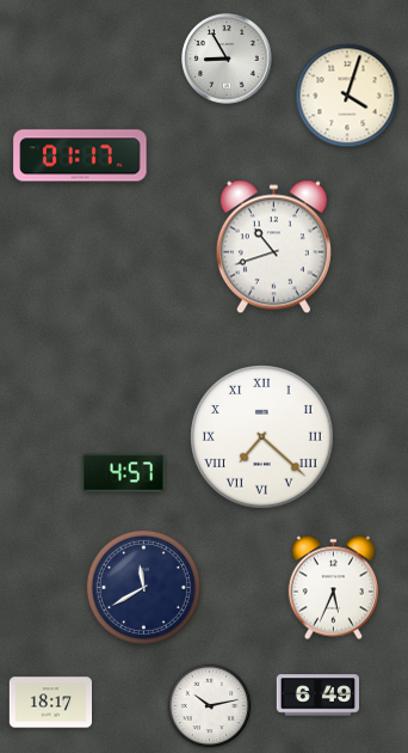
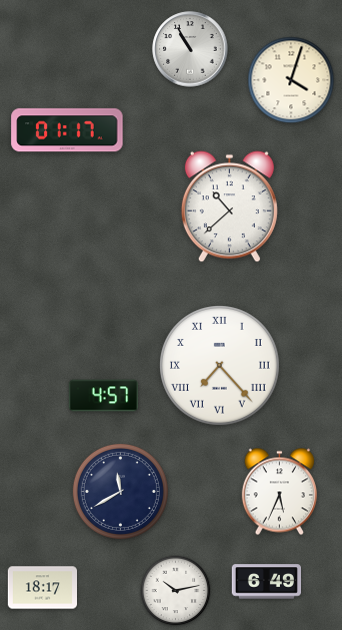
clock at (227, 59): 8:55 -> 10:55
clock at (273, 247): 10:42 -> 10:38
clock at (262, 437): 7:22 -> 7:23
